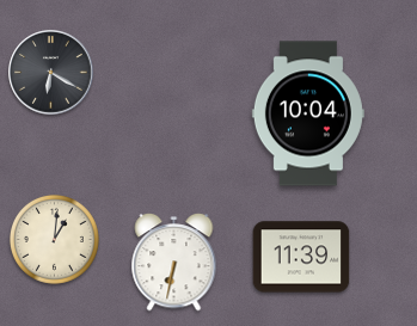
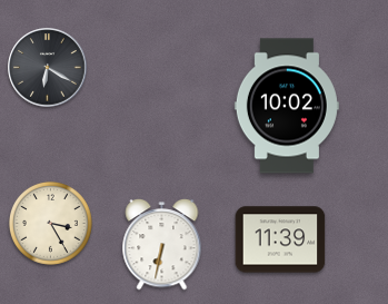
clock at (308, 113): 10:04 -> 10:02
clock at (55, 240): 1:01 -> 3:25
